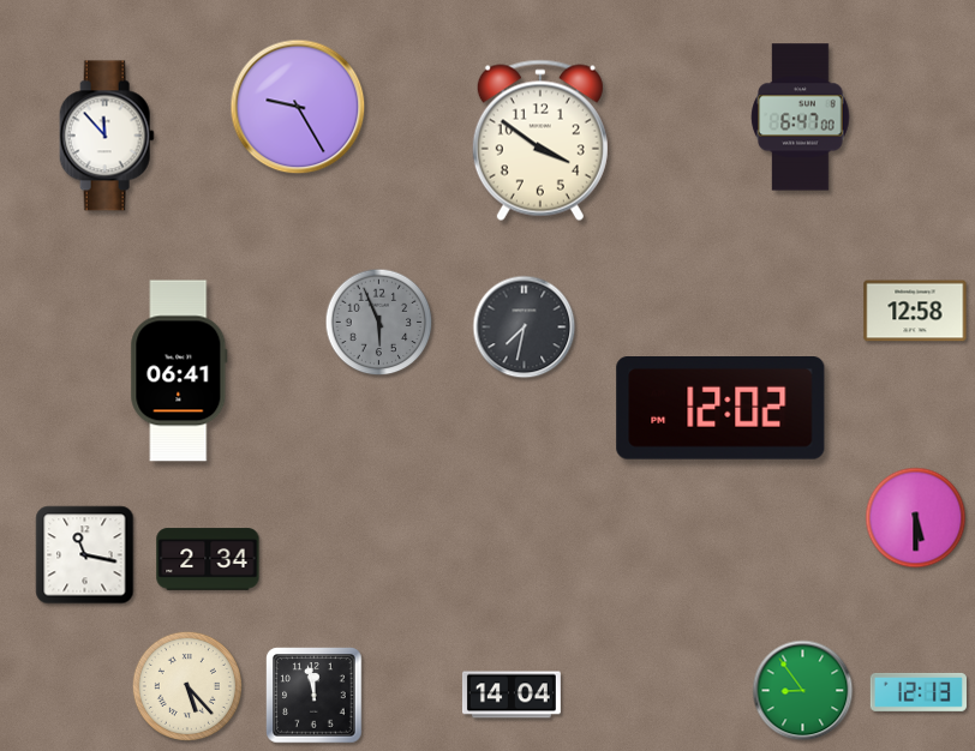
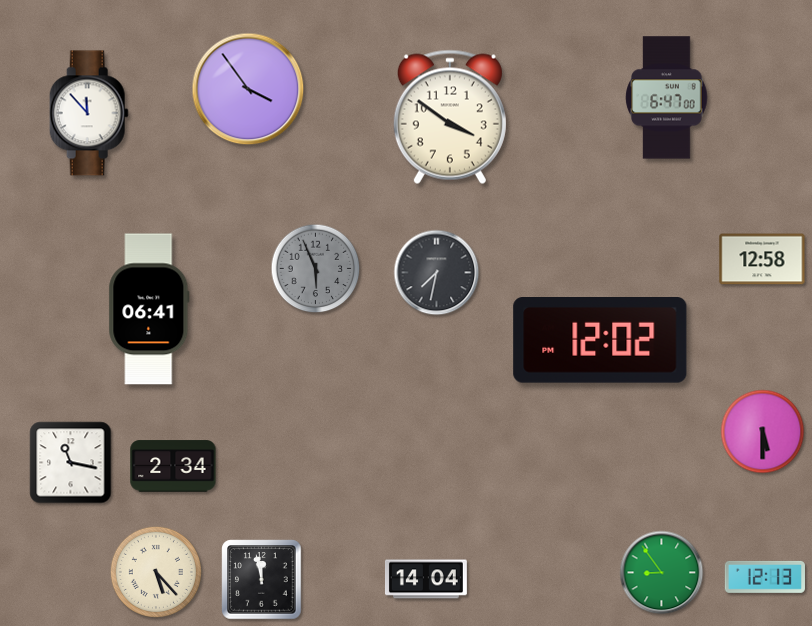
clock at (298, 107): 9:25 -> 3:54
clock at (803, 691) position: (803, 691) -> (662, 573)
